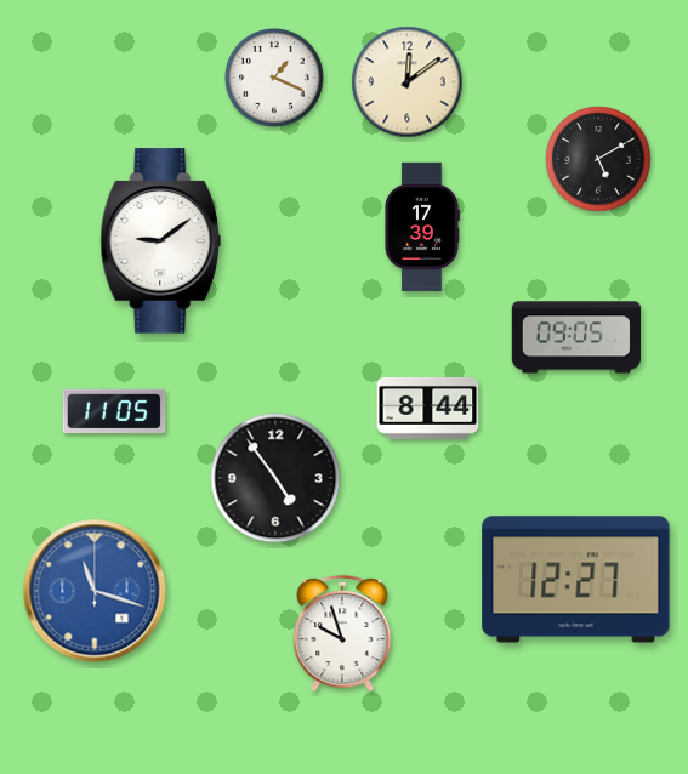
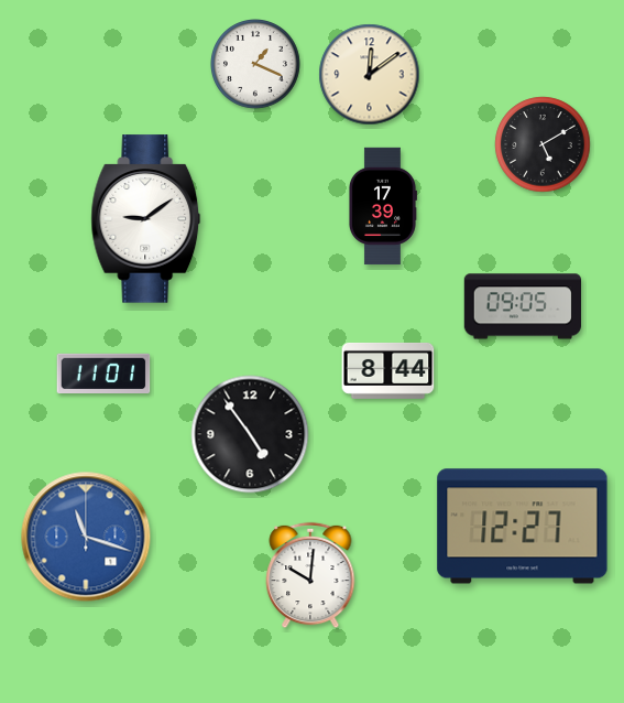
clock at (275, 79) position: (275, 79) -> (256, 65)
clock at (114, 411): 11:05 -> 11:01
clock at (342, 633): 9:57 -> 10:01
